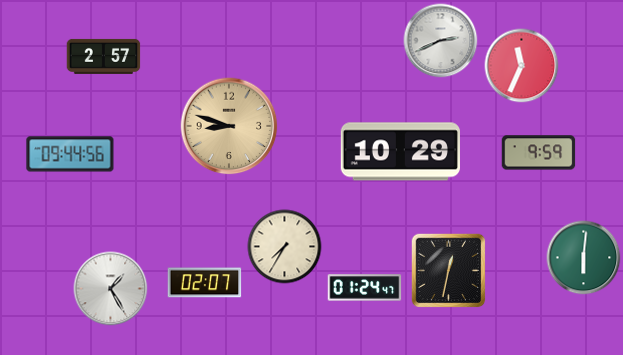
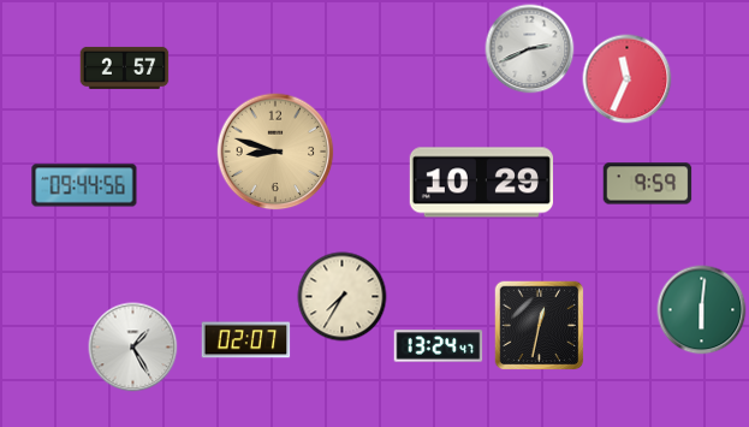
clock at (365, 288): 01:24 -> 13:24
